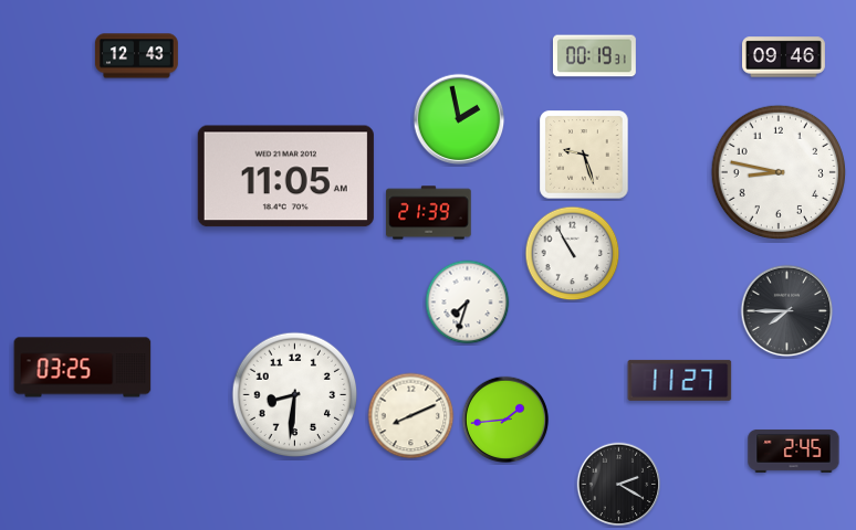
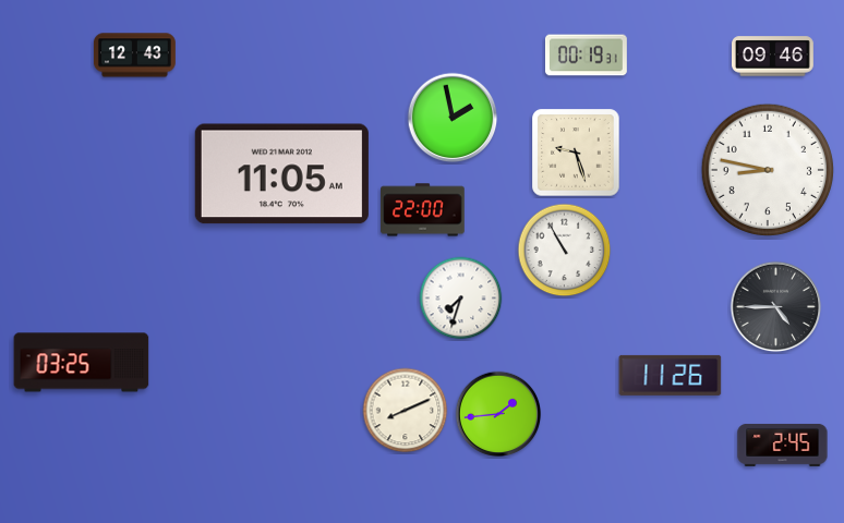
clock at (429, 213): 21:39 -> 22:00
clock at (787, 311): 7:45 -> 4:45
clock at (680, 380): 11:27 -> 11:26
clock at (295, 395): 8:31 -> none
clock at (619, 485): 2:20 -> none
